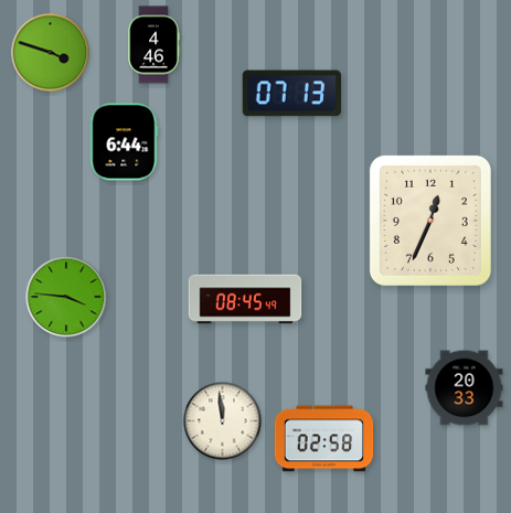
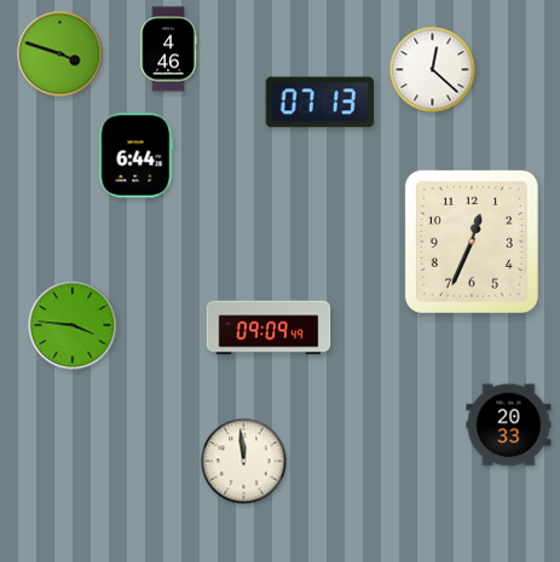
clock at (51, 53) position: (51, 53) -> (60, 54)
clock at (433, 70): none -> 12:22
clock at (245, 299): 08:45 -> 09:09
clock at (324, 439): 02:58 -> none
